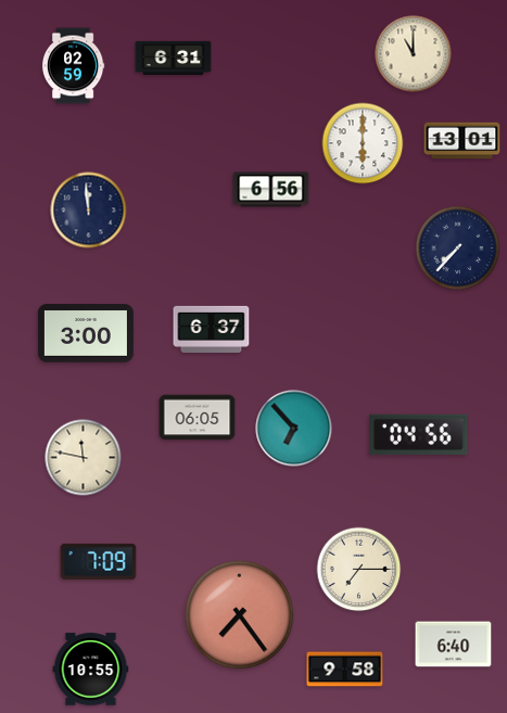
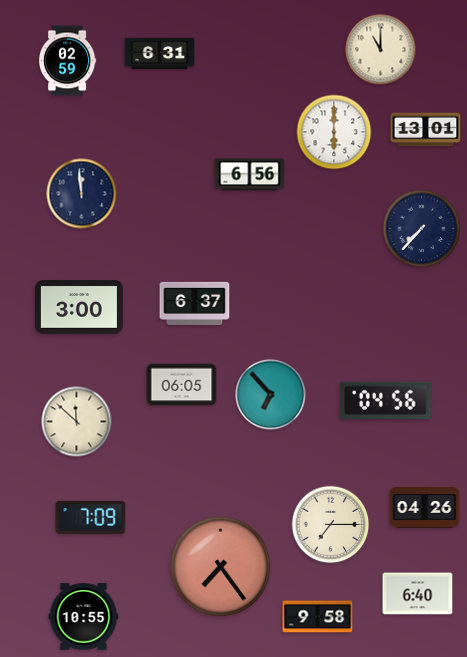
clock at (84, 458): 11:47 -> 11:52
clock at (425, 508): none -> 04:26
